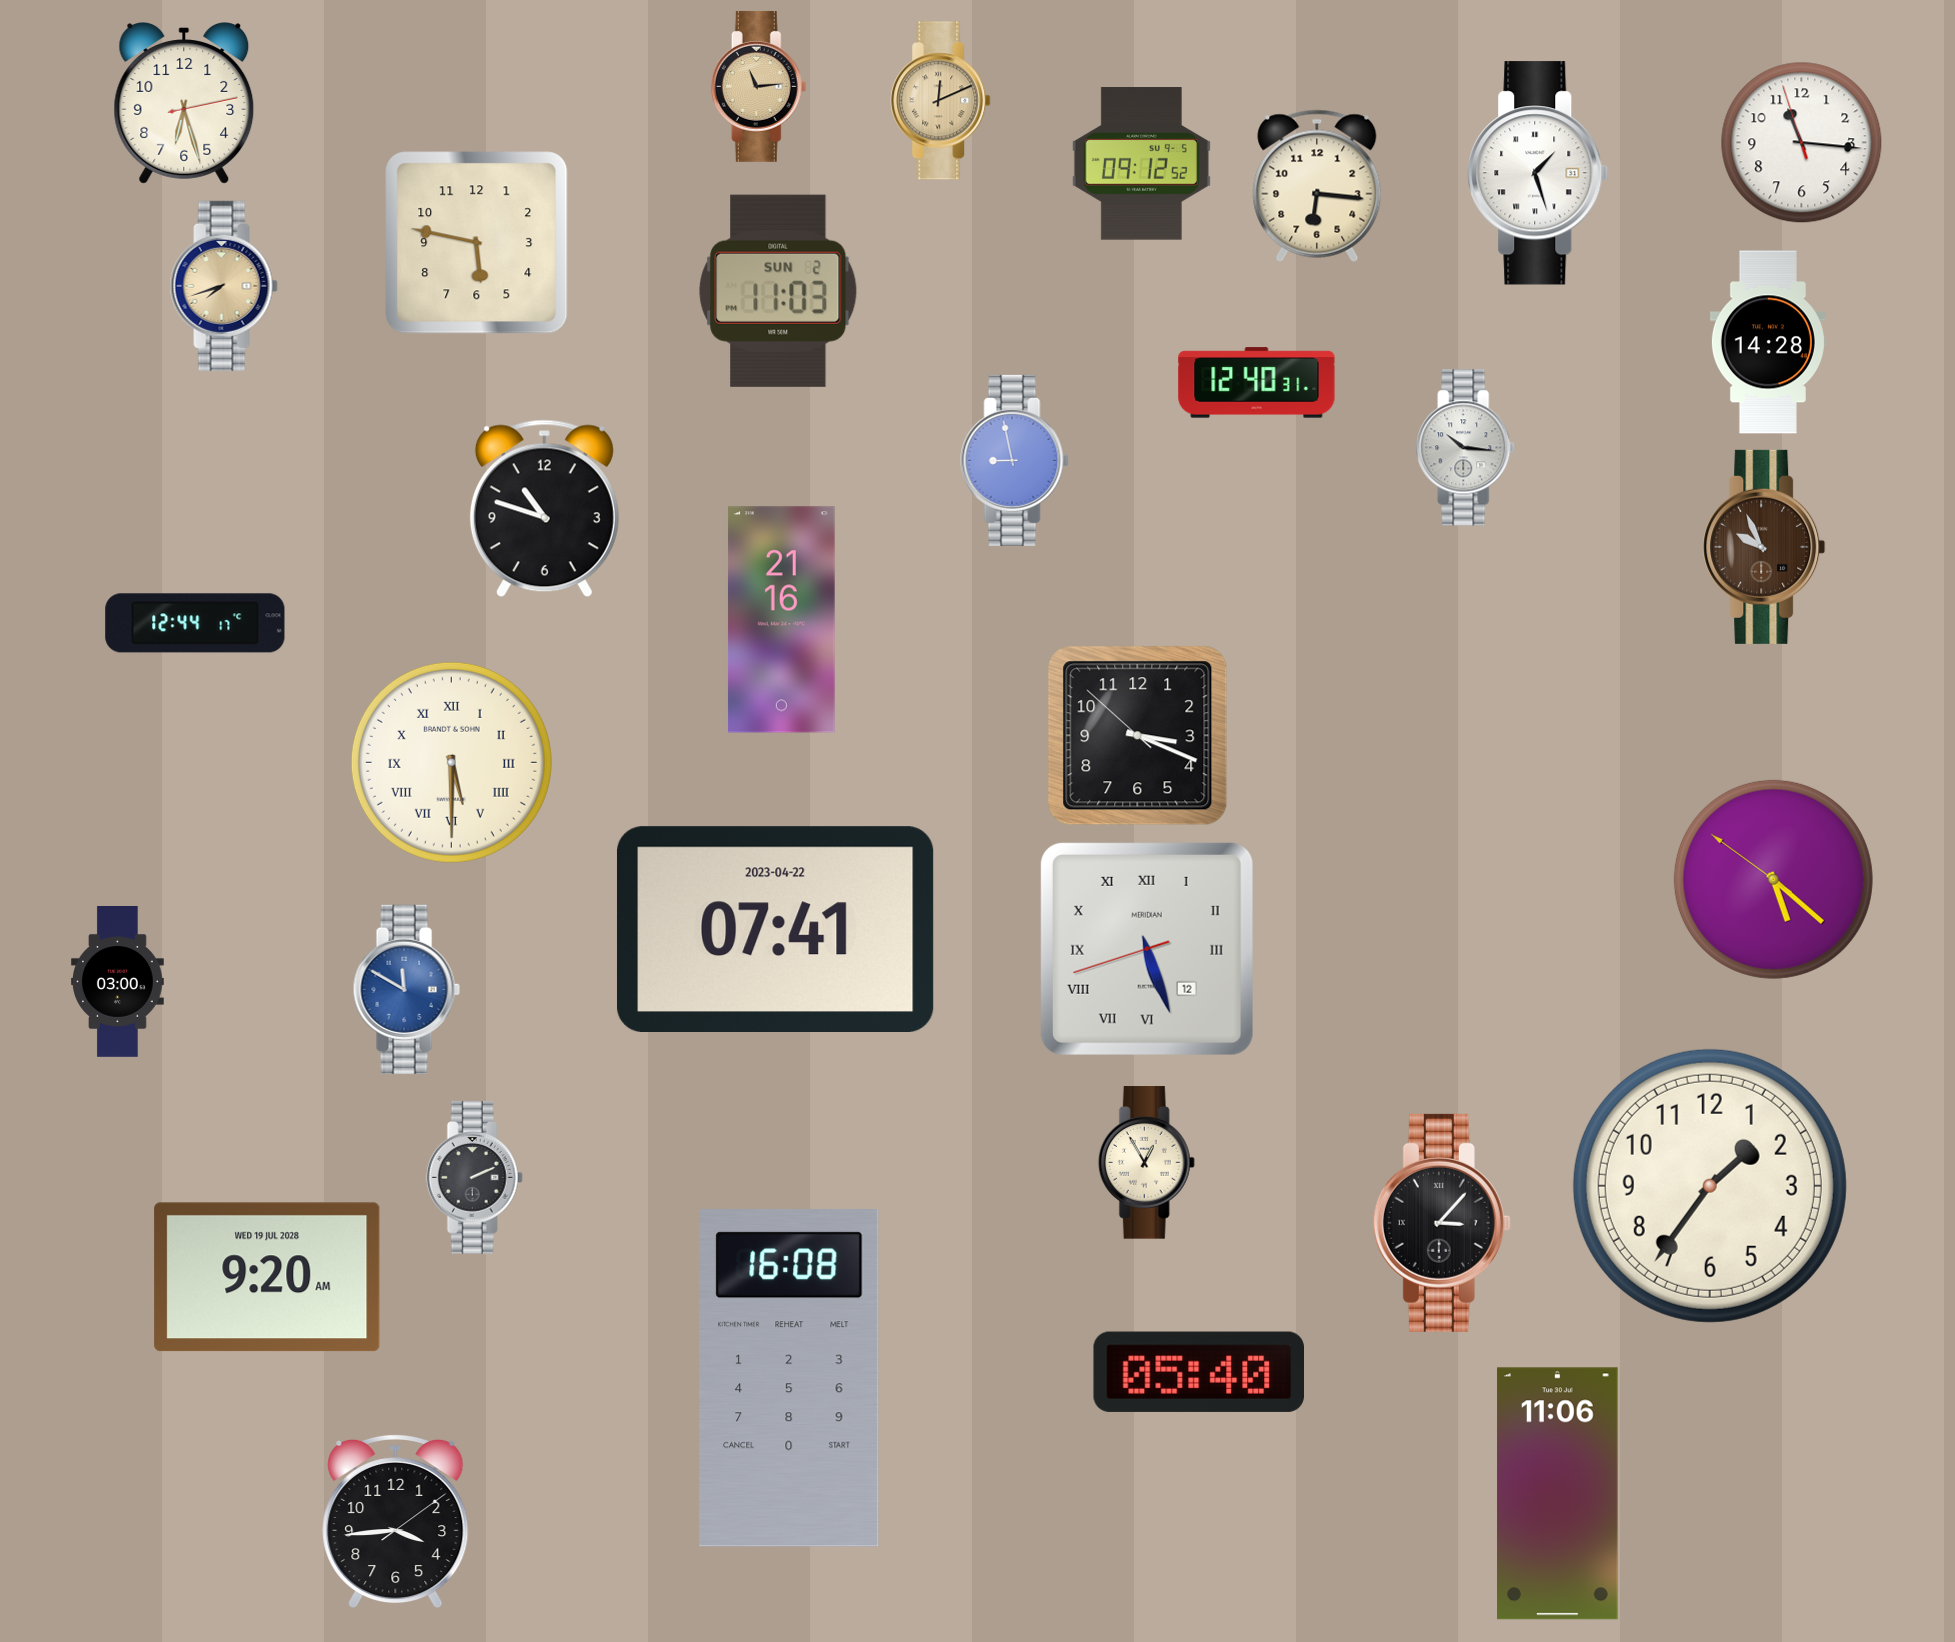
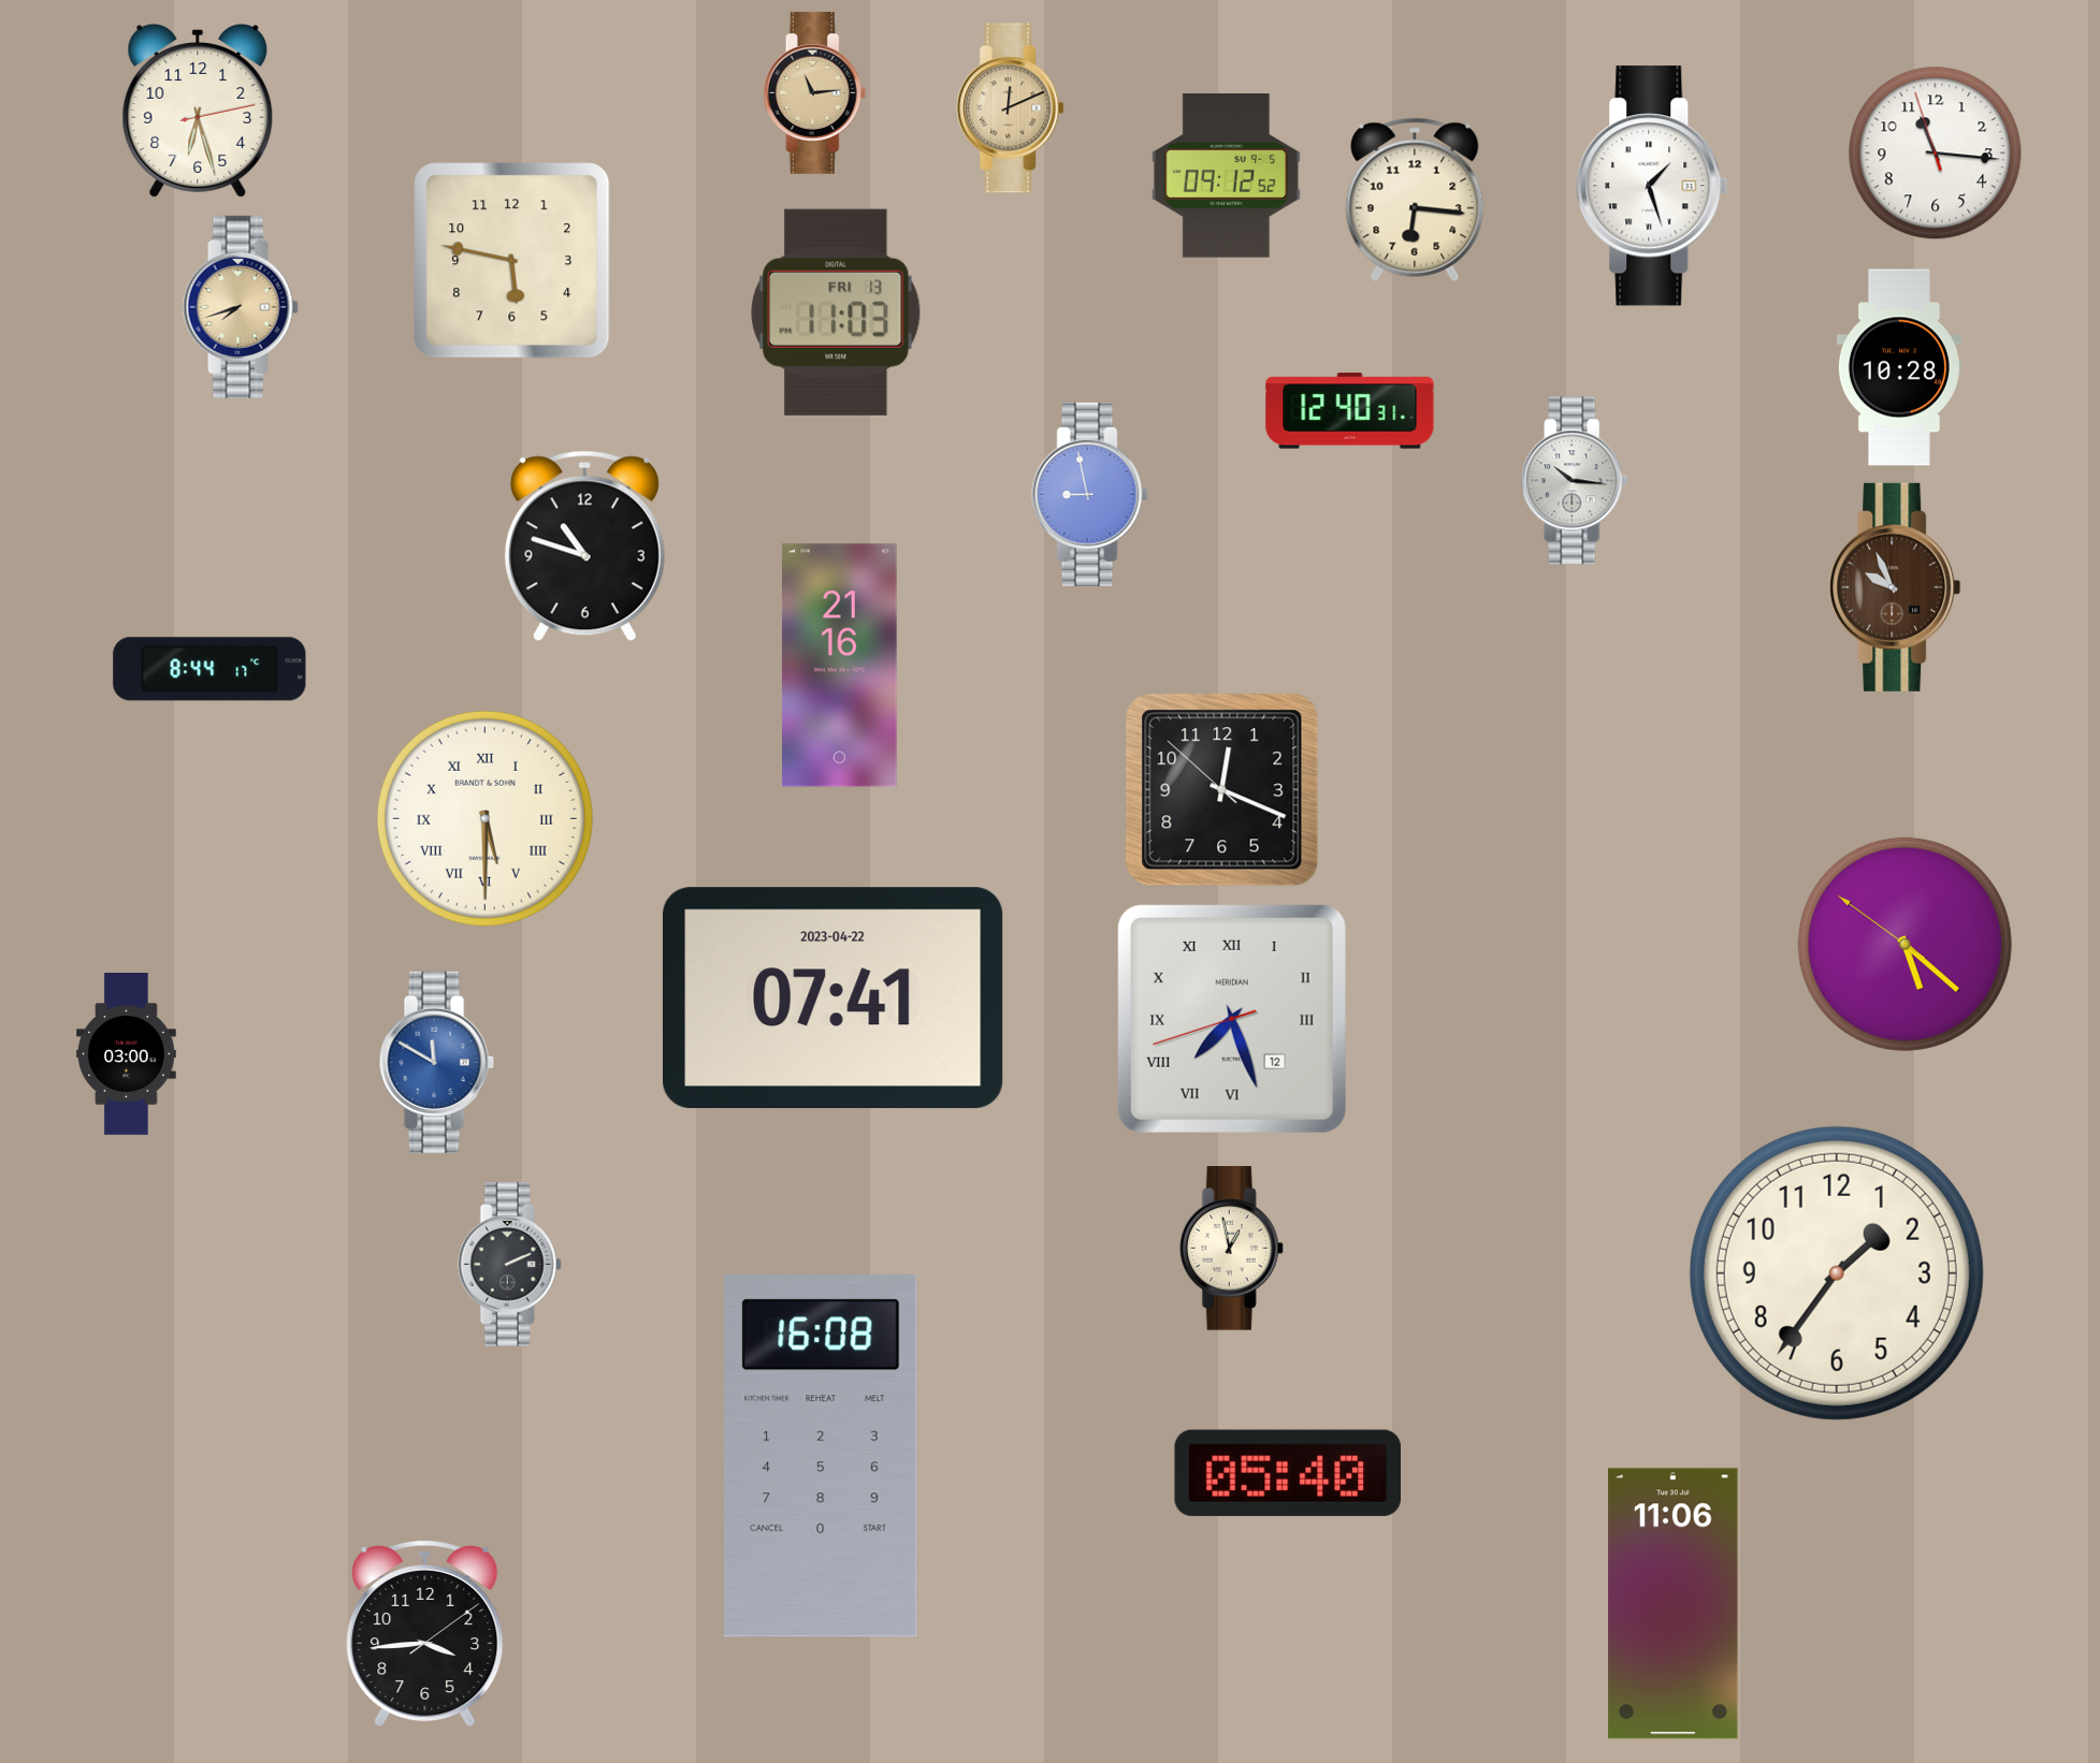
clock at (778, 291) date: SUN 2 -> FRI 13
clock at (1768, 342): 14:28 -> 10:28
clock at (195, 623): 12:44 -> 8:44
clock at (1138, 736): 3:18 -> 12:18
clock at (1147, 949): 5:26 -> 7:26
clock at (1146, 1163): 12:55 -> 12:58
clock at (1442, 1223): 3:07 -> none
clock at (267, 1277): 9:20 -> none
clock at (789, 1379) position: (789, 1379) -> (821, 1457)
